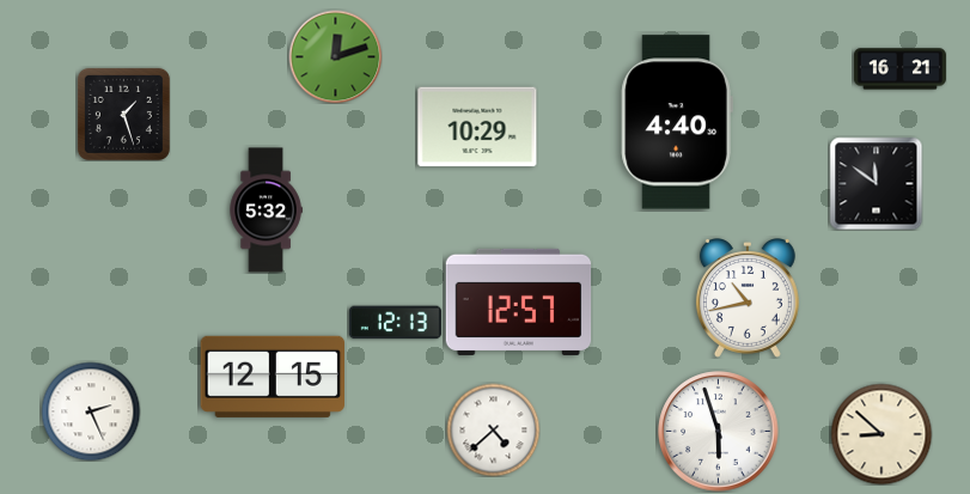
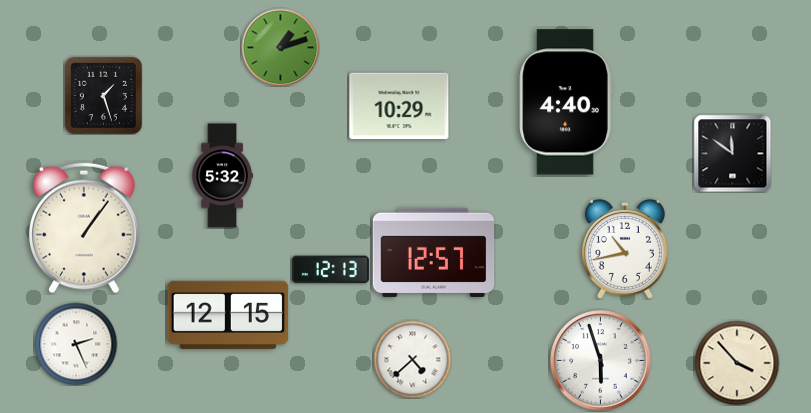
clock at (335, 56): 12:12 -> 1:12
clock at (899, 69): 16:21 -> none
clock at (85, 228): none -> 1:06
clock at (881, 434): 8:52 -> 3:53
